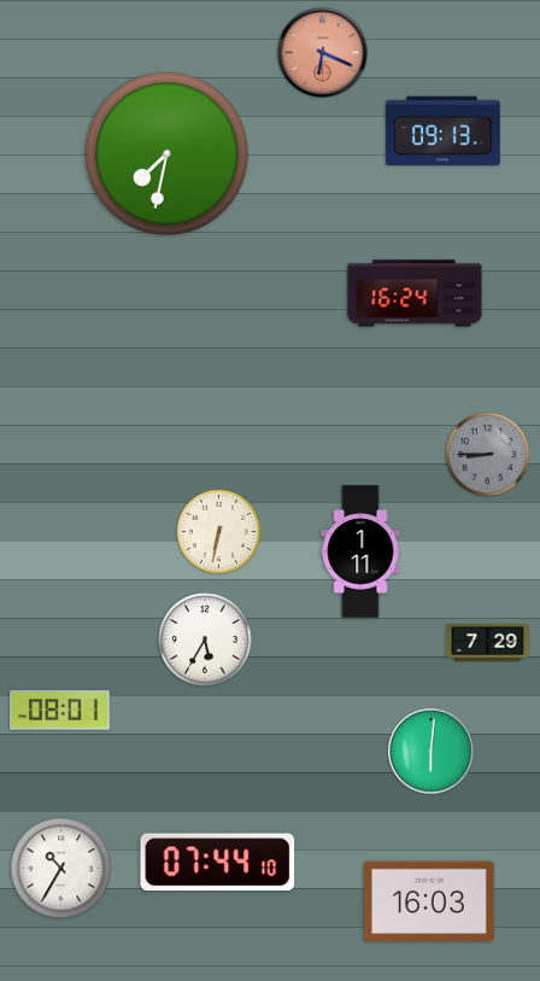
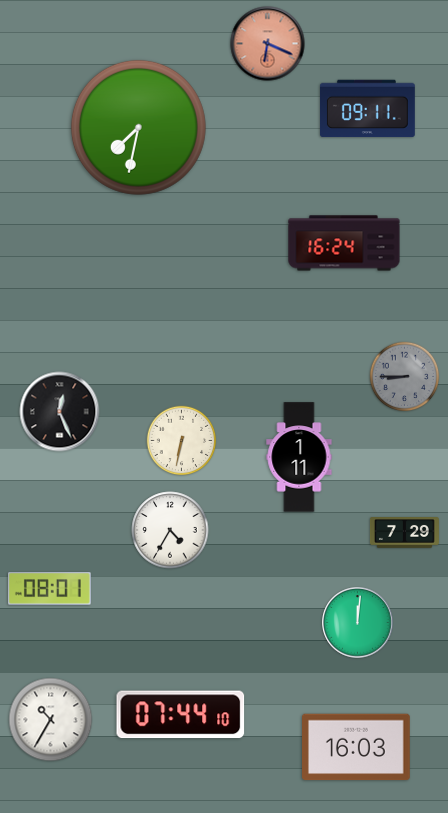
clock at (442, 132): 09:13 -> 09:11
clock at (60, 412): none -> 12:26
clock at (205, 640): 5:35 -> 4:35
clock at (432, 752): 6:01 -> 12:01
